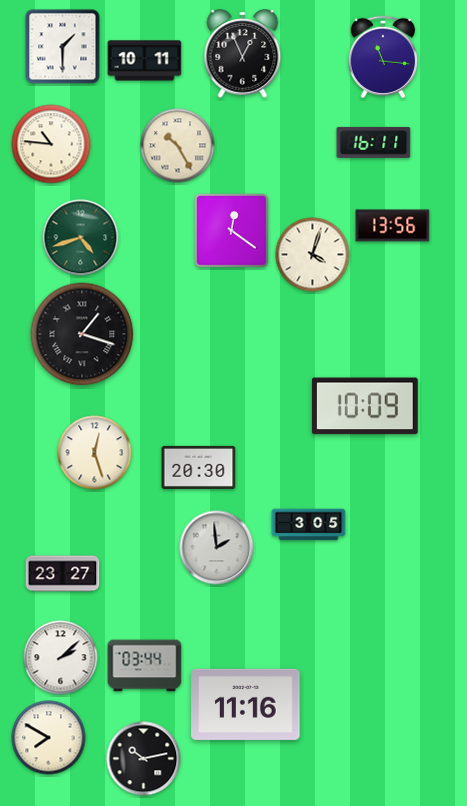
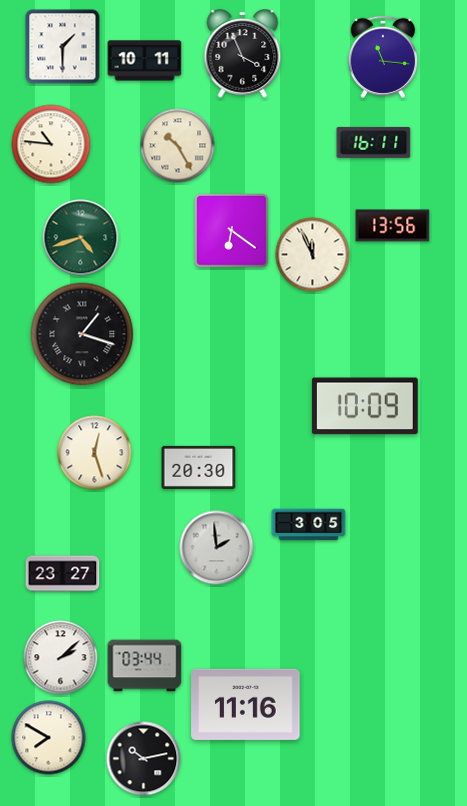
clock at (243, 54): 12:56 -> 3:56
clock at (232, 231): 12:21 -> 6:21
clock at (313, 255): 4:03 -> 11:56
